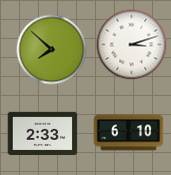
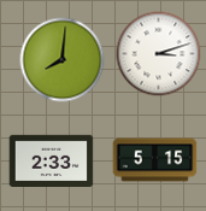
clock at (52, 50): 7:52 -> 8:01
clock at (129, 133): 6:10 -> 5:15
